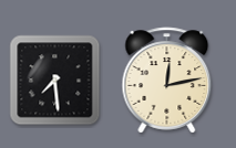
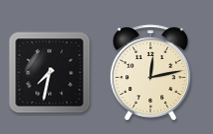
clock at (55, 81): 7:29 -> 7:32
